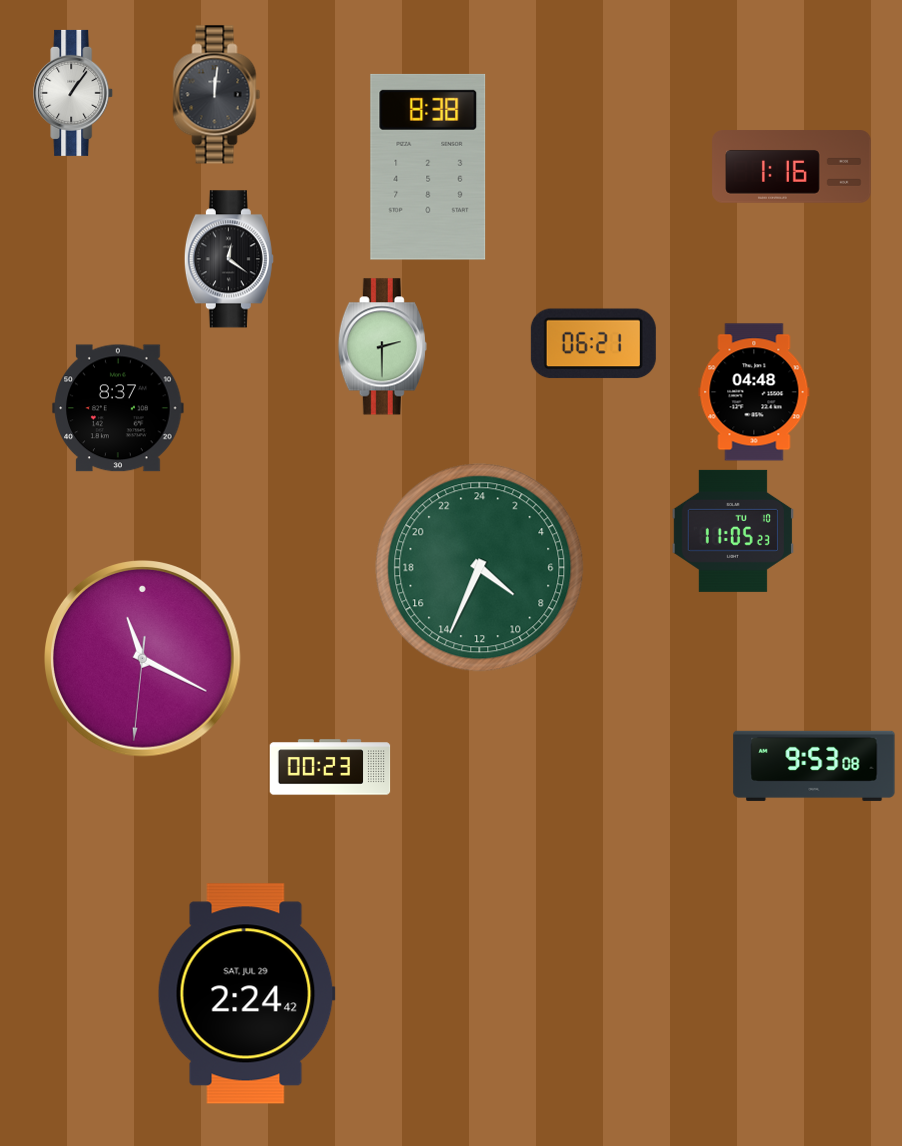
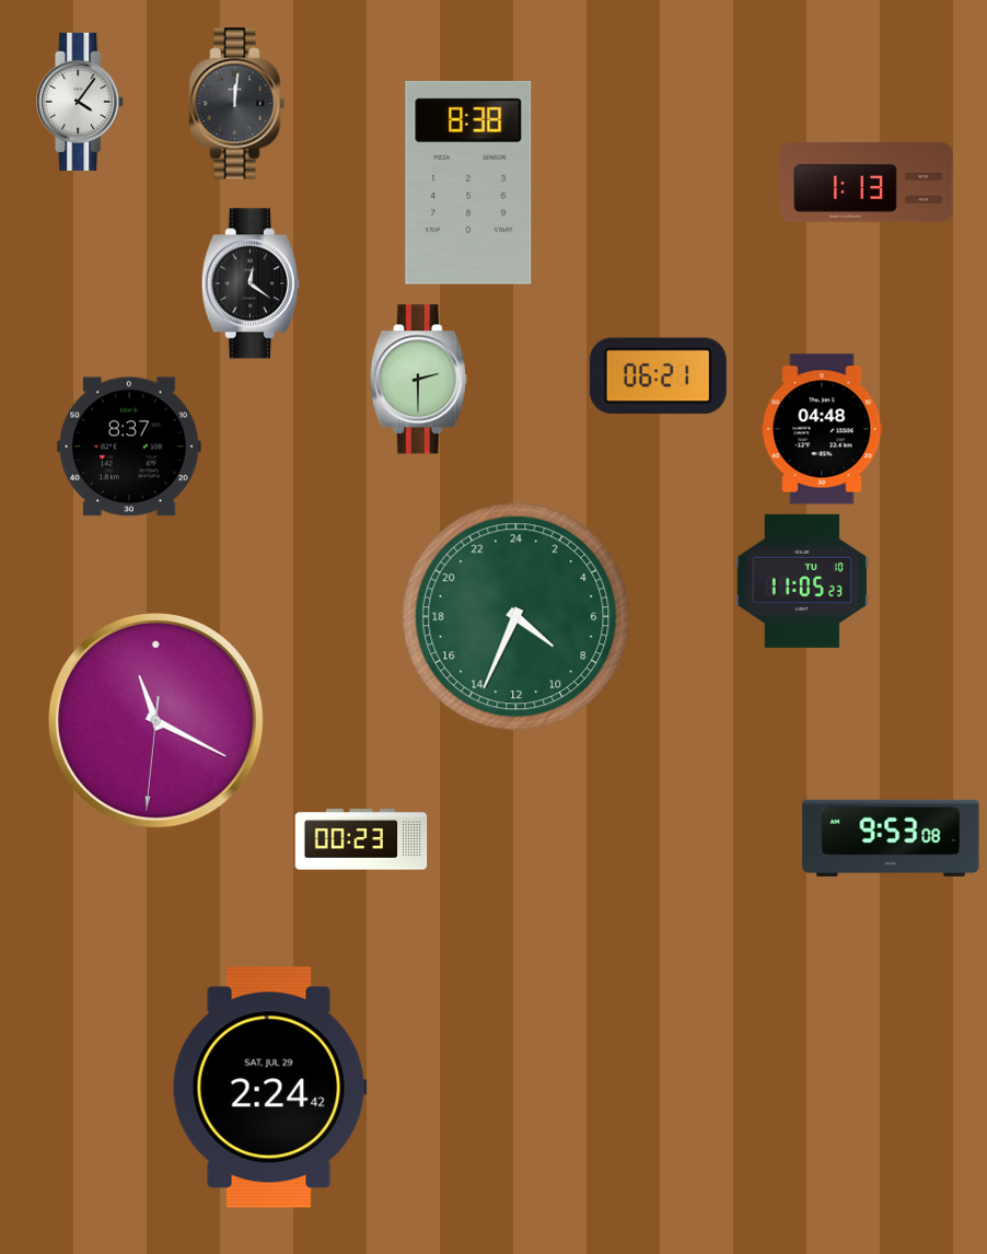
clock at (74, 93): 1:06 -> 4:06
clock at (792, 167): 1:16 -> 1:13
clock at (593, 344) position: (593, 344) -> (658, 376)
clock at (754, 392) position: (754, 392) -> (822, 429)
clock at (480, 568) position: (480, 568) -> (516, 617)
